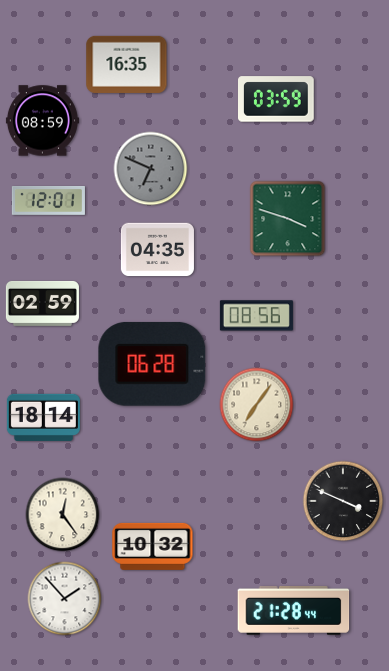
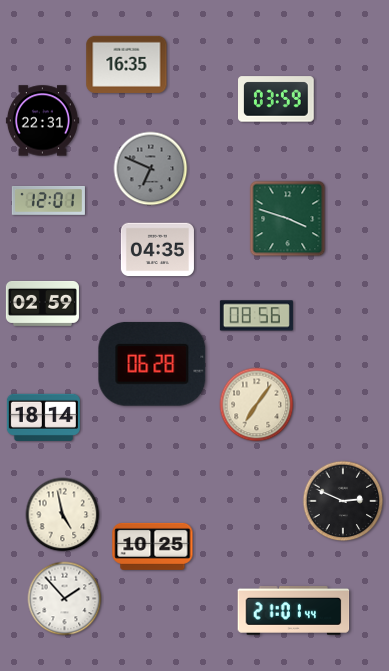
clock at (42, 121): 08:59 -> 22:31
clock at (343, 501): 3:49 -> 2:49
clock at (63, 515): 12:24 -> 4:58
clock at (153, 546): 10:32 -> 10:25
clock at (294, 610): 21:28 -> 21:01
